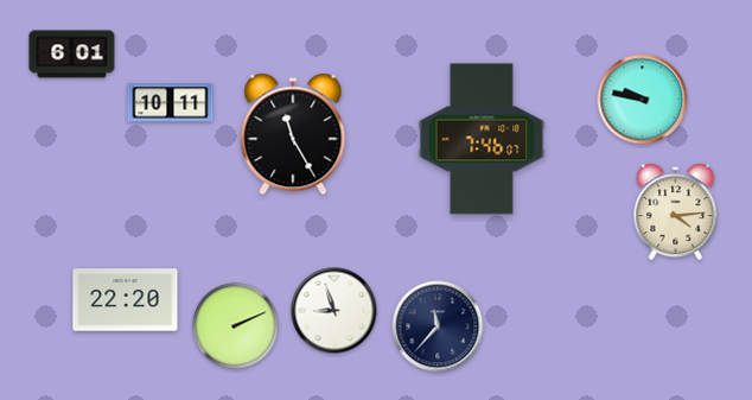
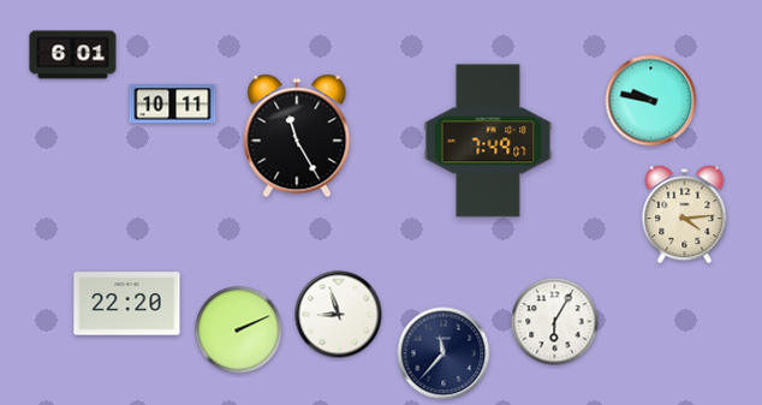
clock at (482, 139): 7:46 -> 7:49
clock at (555, 322): none -> 6:05
clock at (438, 326) position: (438, 326) -> (443, 353)
